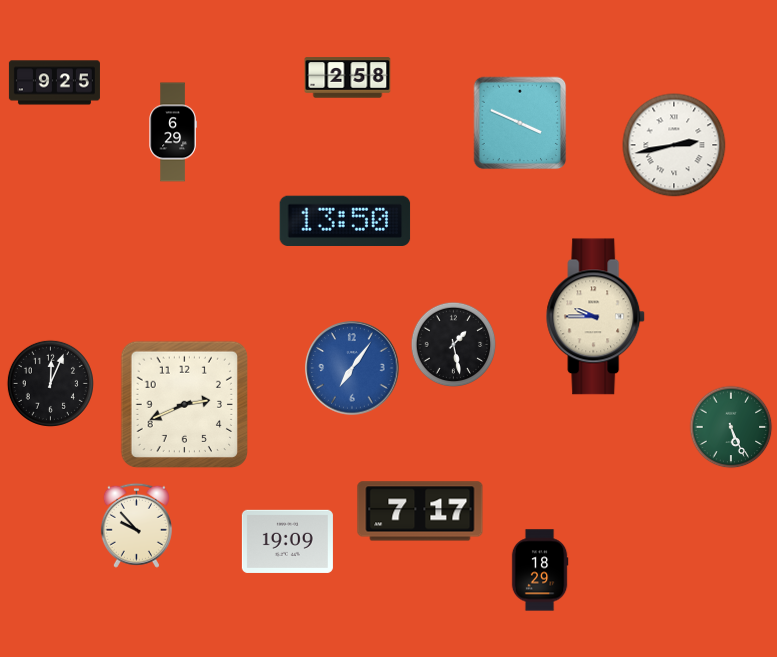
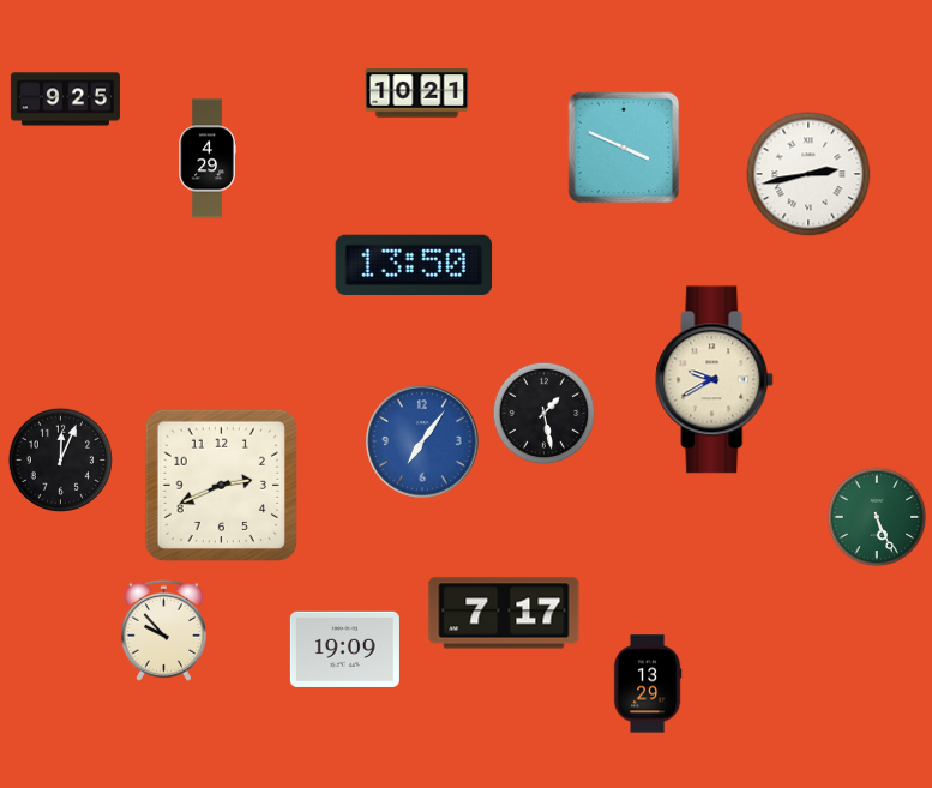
clock at (348, 78): 2:58 -> 10:21
clock at (173, 132): 6:29 -> 4:29
clock at (596, 317): 9:45 -> 9:40
clock at (731, 427) position: (731, 427) -> (877, 517)
clock at (540, 570): 18:29 -> 13:29
